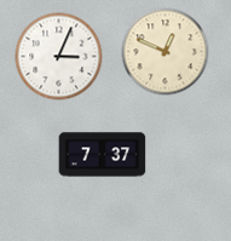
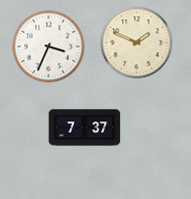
clock at (166, 52): 12:49 -> 1:49
clock at (59, 57): 3:04 -> 3:34
